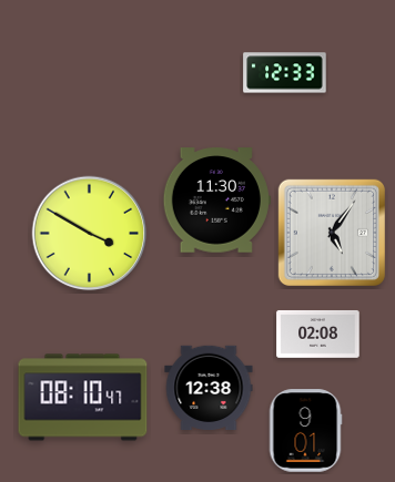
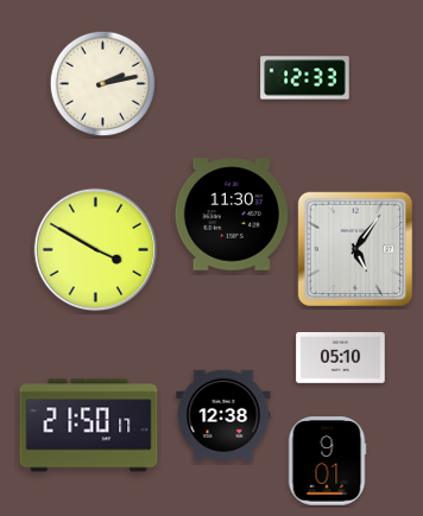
clock at (102, 83): none -> 2:13
clock at (318, 334): 02:08 -> 05:10
clock at (83, 398): 08:10 -> 21:50
